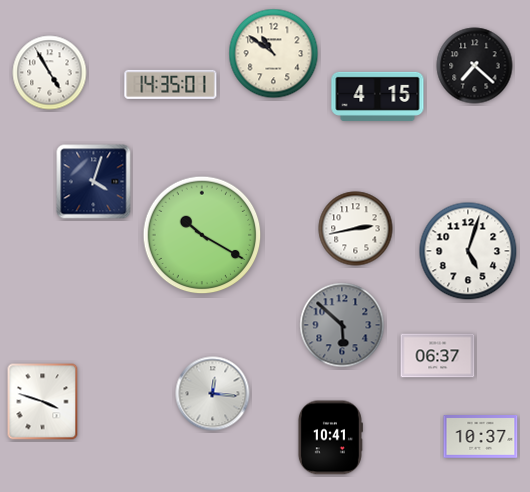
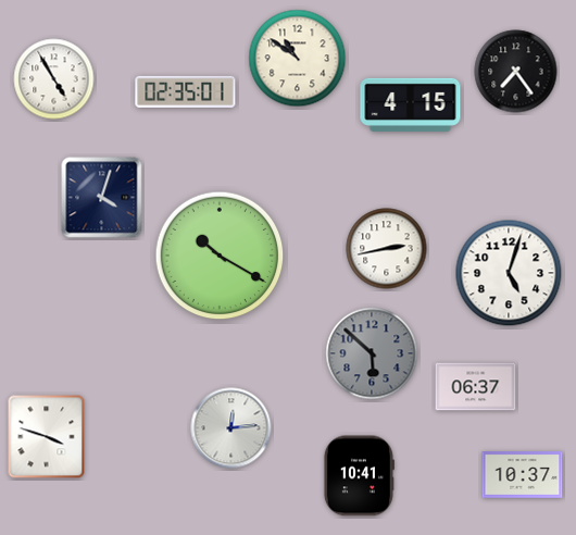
clock at (475, 66): 7:22 -> 7:24
clock at (171, 84): 14:35 -> 02:35
clock at (213, 394): 12:16 -> 12:14
